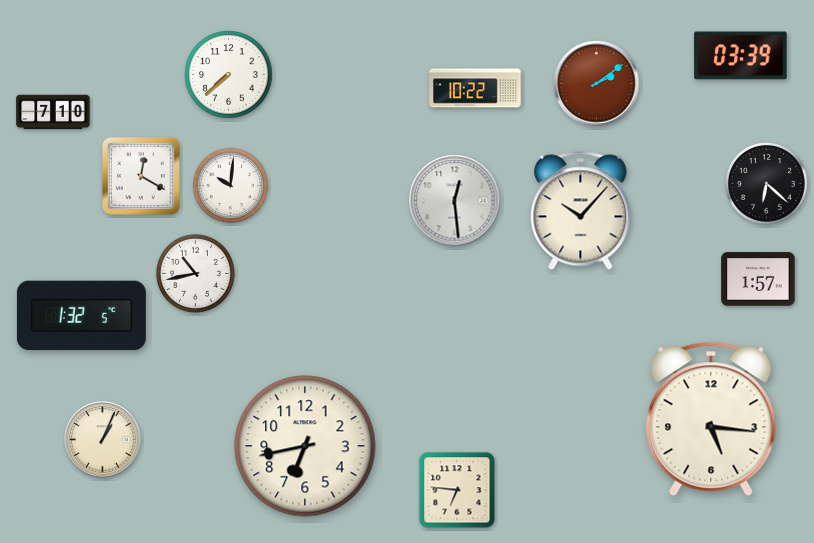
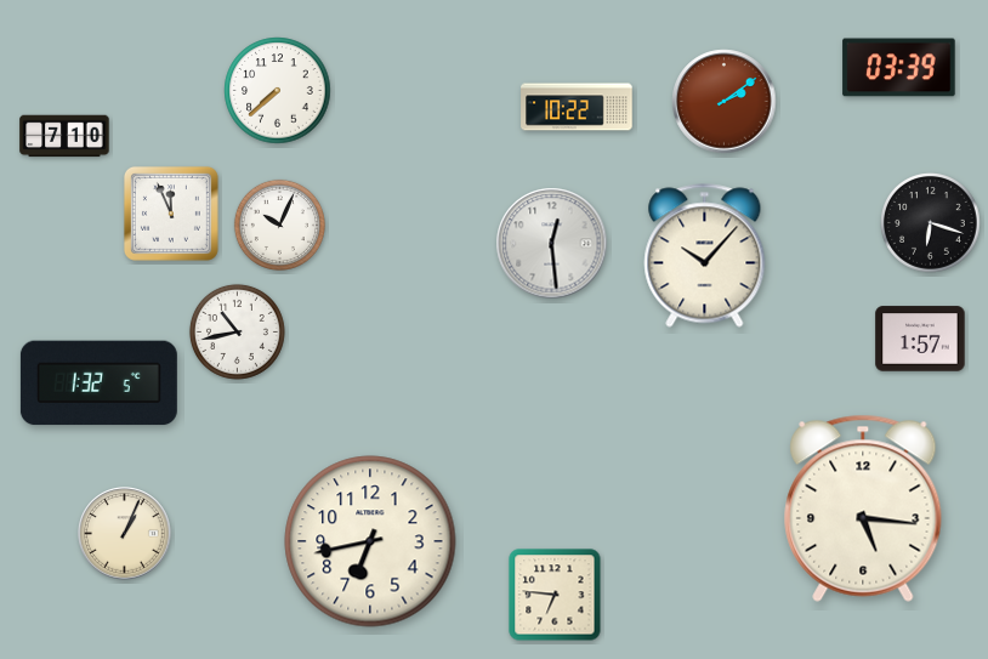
clock at (141, 176): 12:20 -> 11:56
clock at (767, 184): 6:22 -> 6:18
clock at (230, 185): 10:01 -> 10:04
